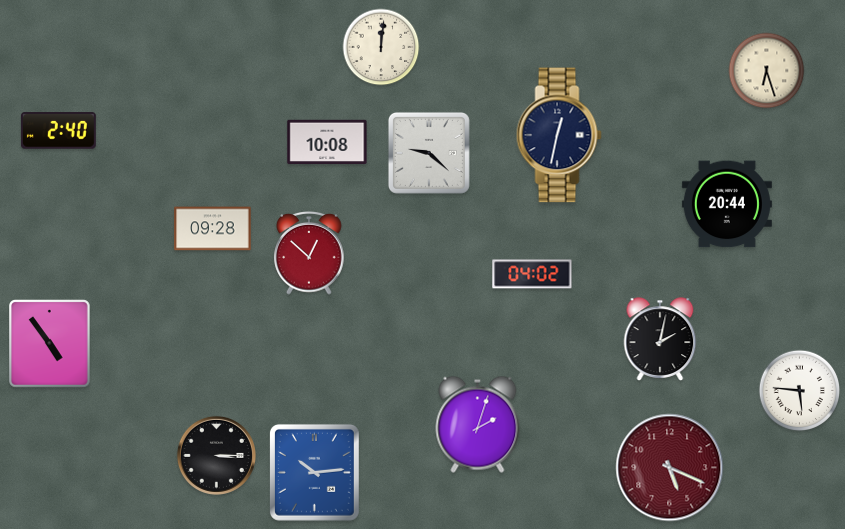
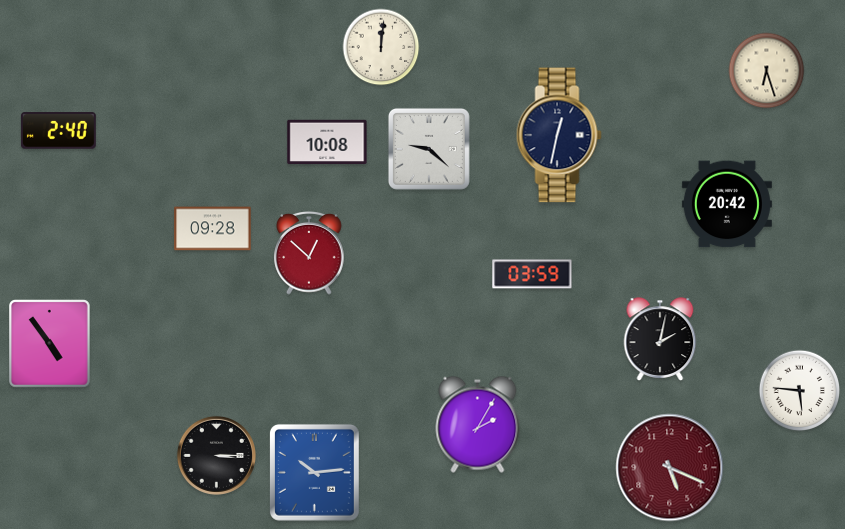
clock at (429, 153) position: (429, 153) -> (429, 149)
clock at (727, 204): 20:44 -> 20:42
clock at (532, 274): 04:02 -> 03:59
clock at (478, 424): 2:03 -> 2:05
